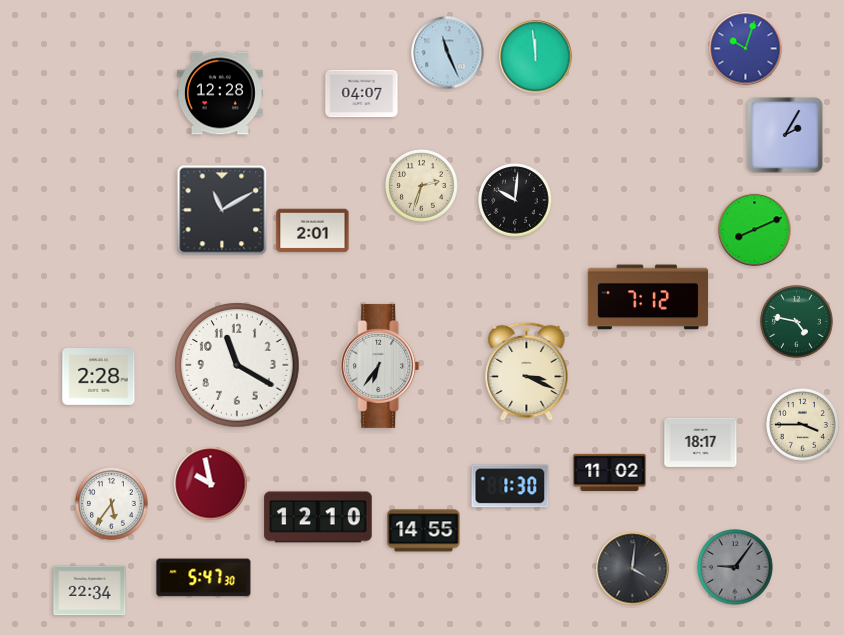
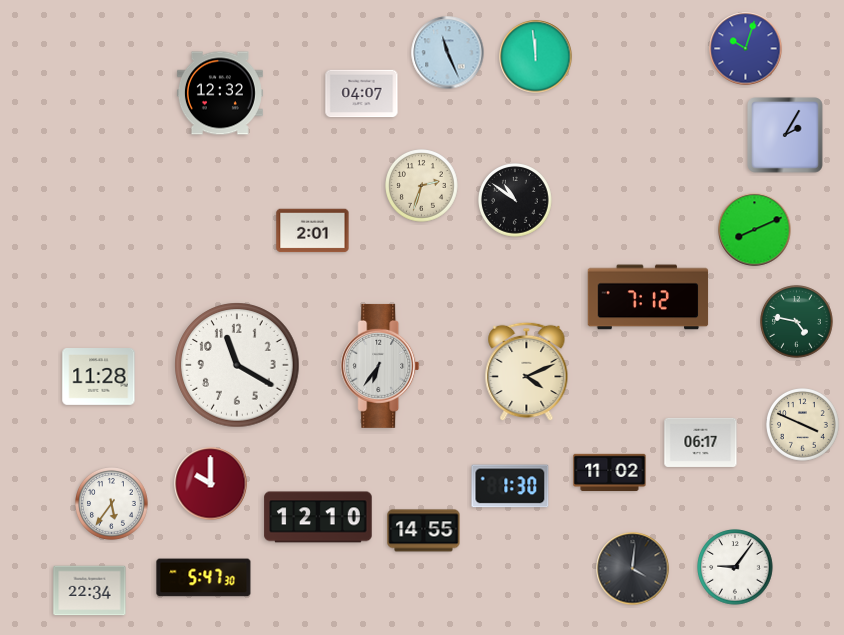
clock at (220, 93): 12:28 -> 12:32
clock at (516, 201): 10:01 -> 10:51
clock at (222, 210): 11:10 -> none
clock at (527, 372): 3:19 -> 4:11
clock at (99, 377): 2:28 -> 11:28
clock at (803, 425): 3:45 -> 3:49
clock at (701, 442): 18:17 -> 06:17
clock at (211, 484): 9:58 -> 10:00
clock at (735, 567) dial: grey -> white
